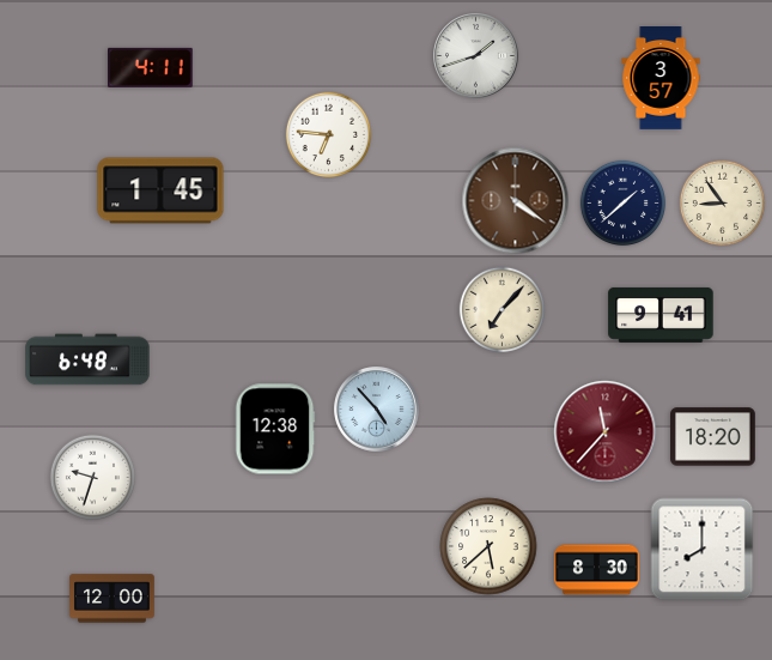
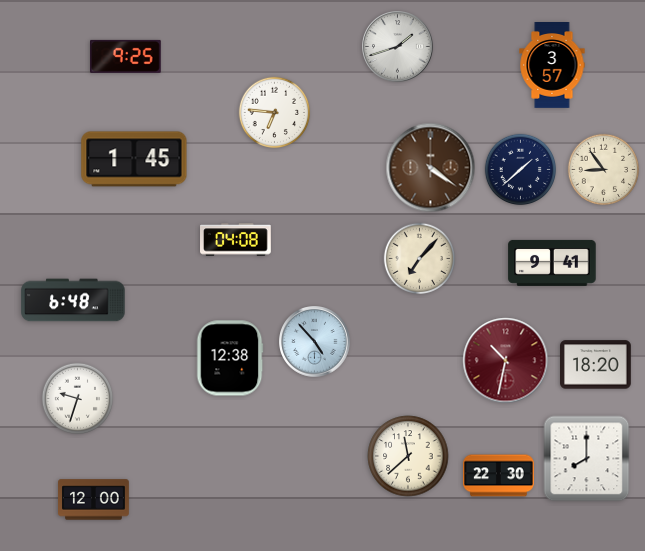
clock at (151, 67): 4:11 -> 9:25
clock at (236, 240): none -> 04:08
clock at (606, 432): 11:37 -> 10:32
clock at (488, 546): 5:38 -> 11:38
clock at (597, 570): 8:30 -> 22:30
